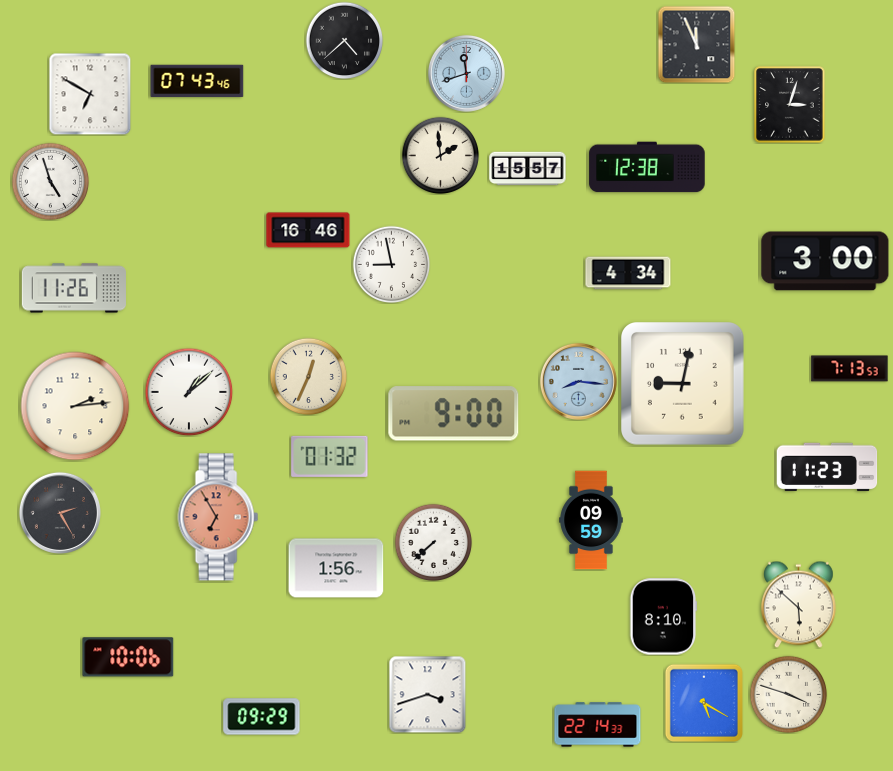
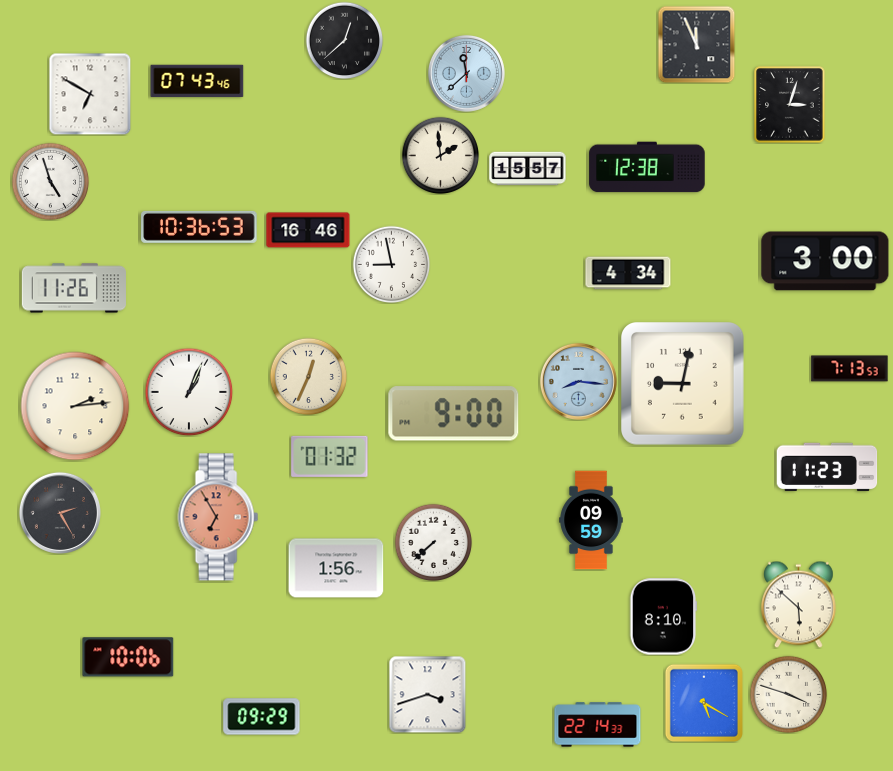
clock at (344, 40): 4:38 -> 12:38
clock at (466, 73): 11:42 -> 11:38
clock at (199, 227): none -> 10:36
clock at (189, 392): 1:08 -> 1:04
